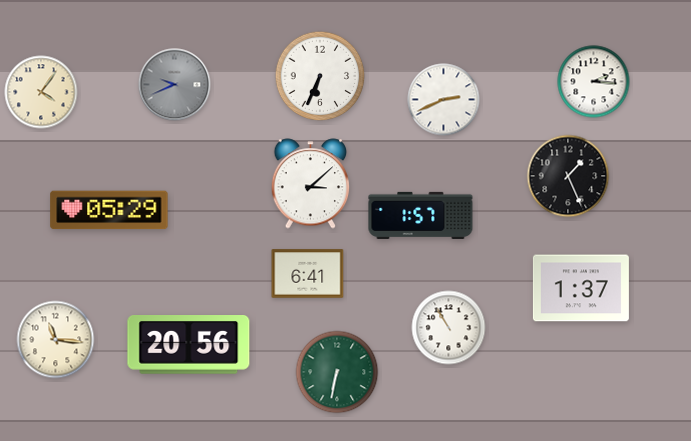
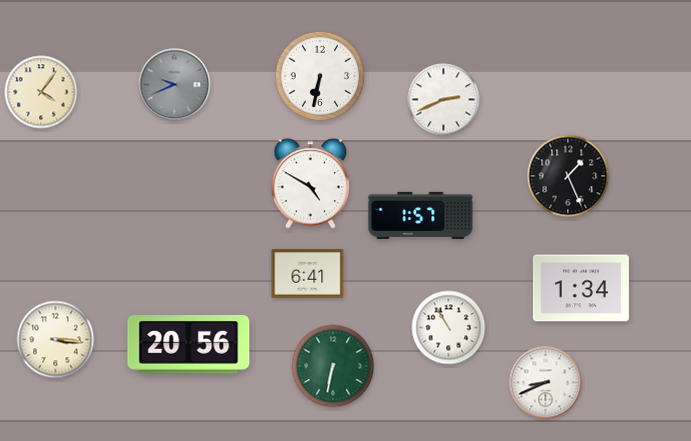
clock at (320, 76): 6:34 -> 6:32
clock at (594, 82): 2:16 -> none
clock at (311, 184): 3:08 -> 4:50
clock at (109, 210): 05:29 -> none
clock at (581, 288): 1:37 -> 1:34
clock at (56, 340): 11:16 -> 3:16
clock at (337, 372) position: (337, 372) -> (333, 366)
clock at (546, 383): none -> 8:41
